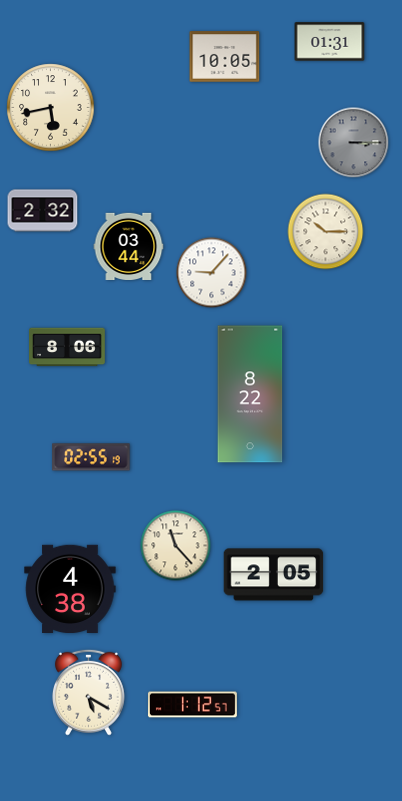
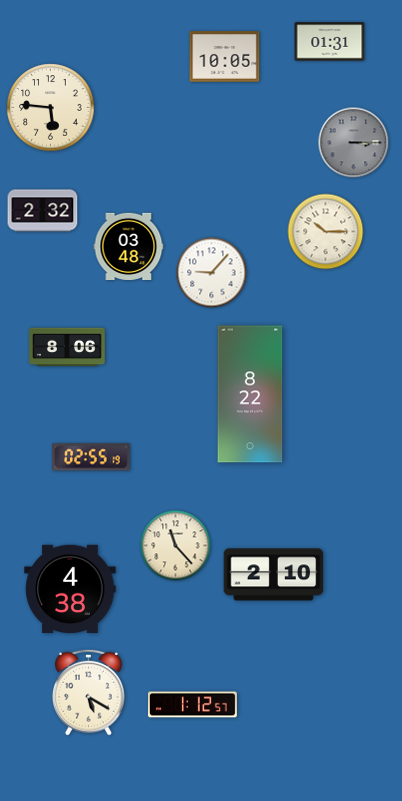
clock at (51, 108): 5:43 -> 5:46
clock at (129, 246): 03:44 -> 03:48
clock at (274, 575): 2:05 -> 2:10
